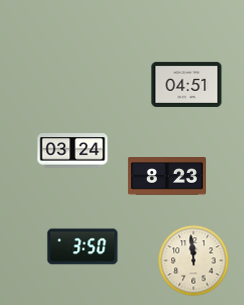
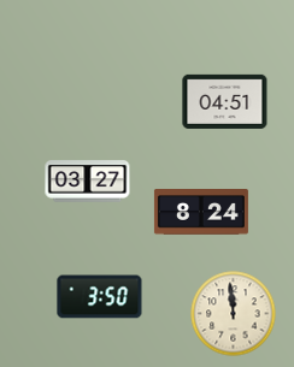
clock at (73, 151): 03:24 -> 03:27
clock at (167, 176): 8:23 -> 8:24
